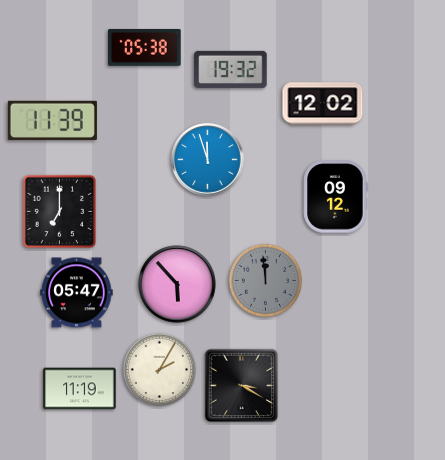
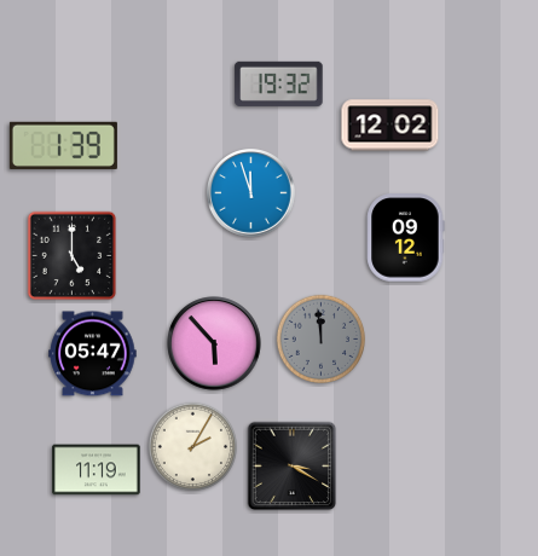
clock at (145, 47): 05:38 -> none
clock at (52, 120): 11:39 -> 1:39
clock at (60, 212): 7:00 -> 5:00
